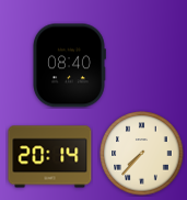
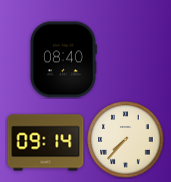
clock at (142, 154) position: (142, 154) -> (126, 140)
clock at (50, 157): 20:14 -> 09:14
